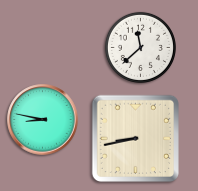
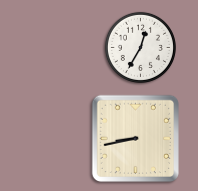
clock at (140, 47): 11:38 -> 12:35
clock at (43, 120): 8:47 -> none
